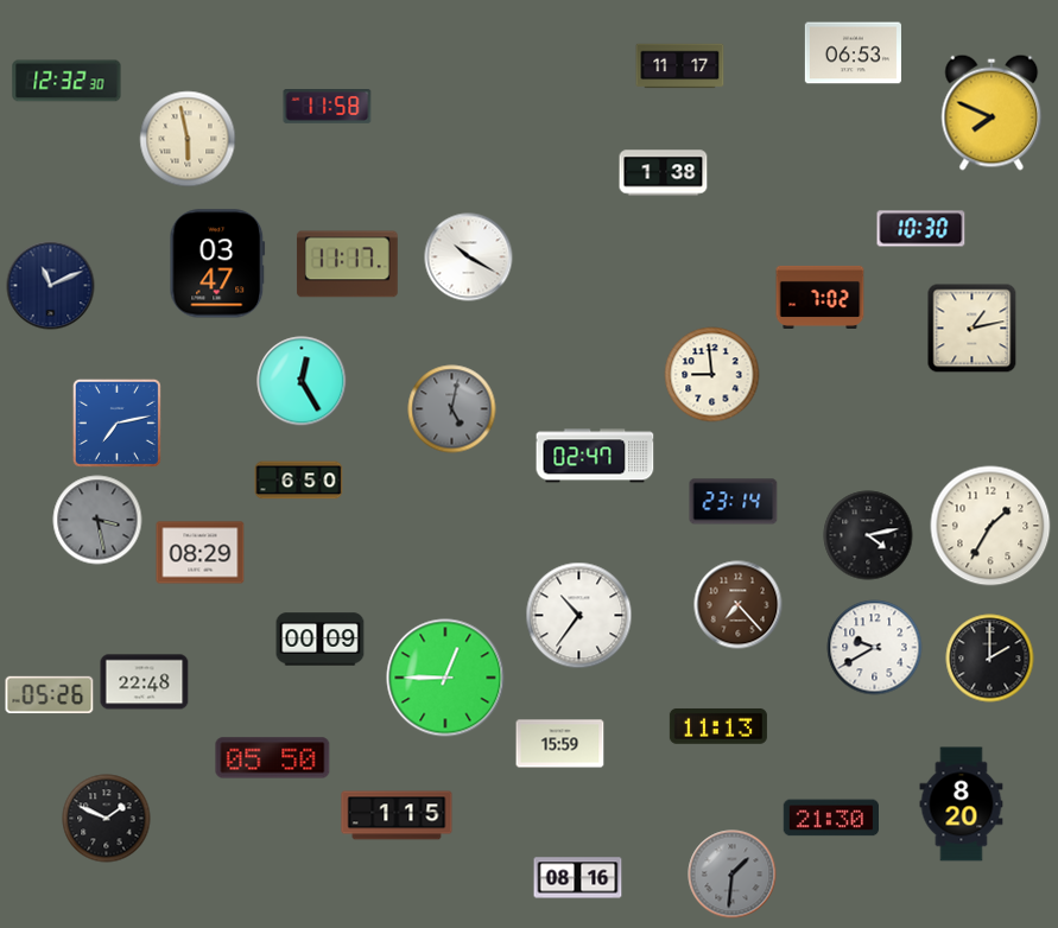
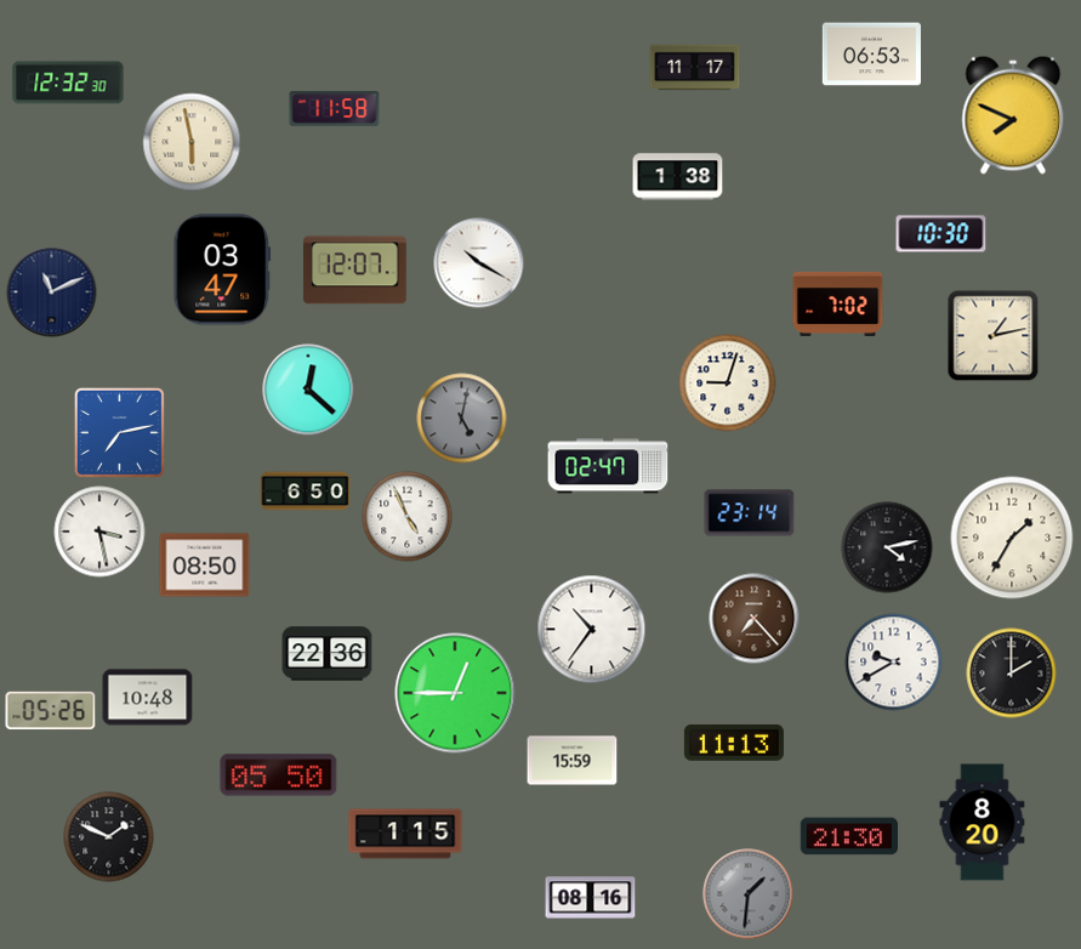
clock at (347, 265): 11:17 -> 12:07
clock at (712, 375): 8:59 -> 9:03
clock at (302, 381): 12:25 -> 12:22
clock at (408, 517): none -> 4:56
clock at (97, 520) dial: grey -> white
clock at (201, 553): 08:29 -> 08:50
clock at (321, 640): 00:09 -> 22:36
clock at (145, 682): 22:48 -> 10:48
